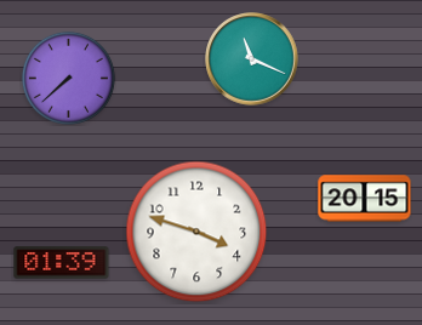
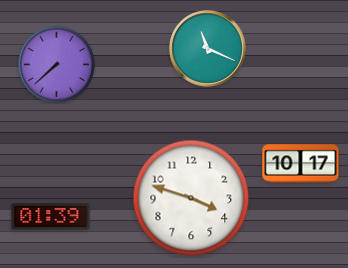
clock at (365, 199): 20:15 -> 10:17
clock at (196, 232) position: (196, 232) -> (191, 198)
